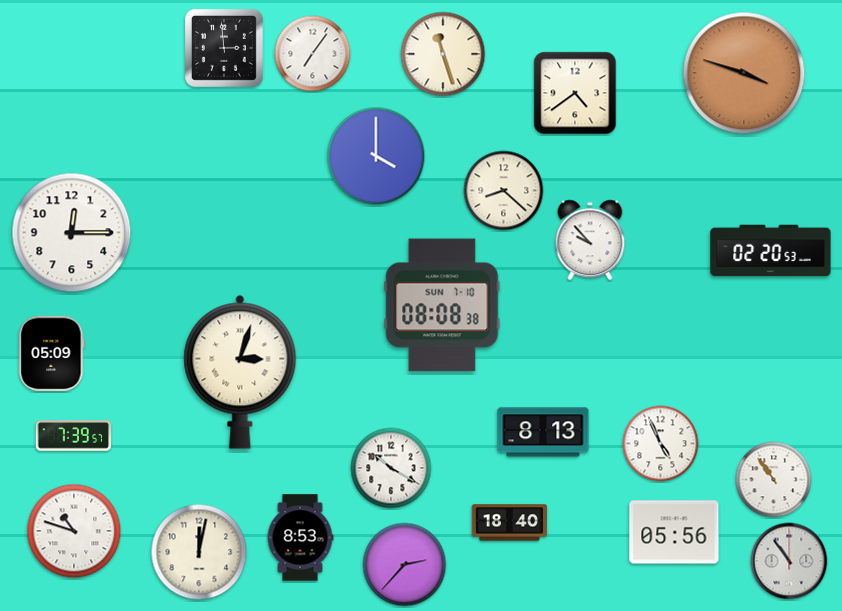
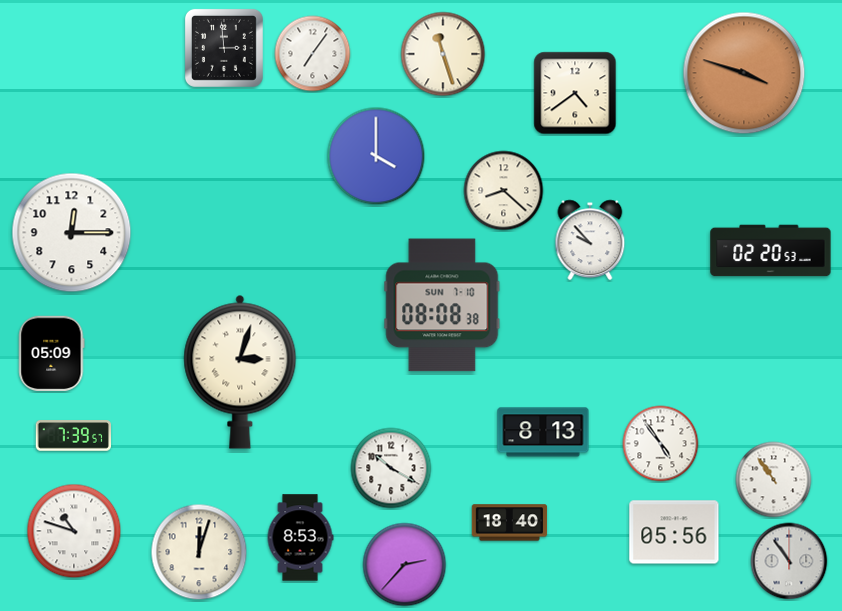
clock at (661, 444): 4:56 -> 4:54
clock at (199, 552): 12:02 -> 12:03
